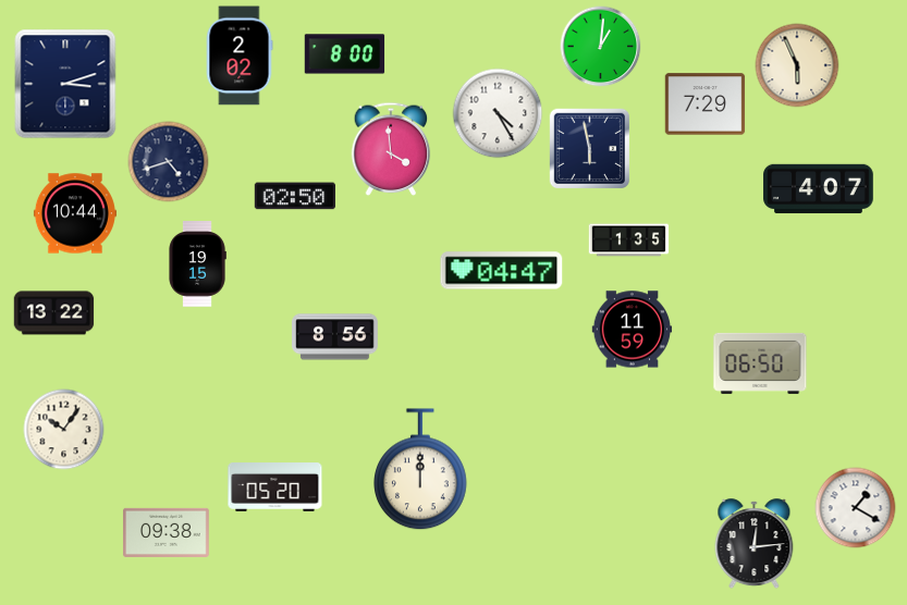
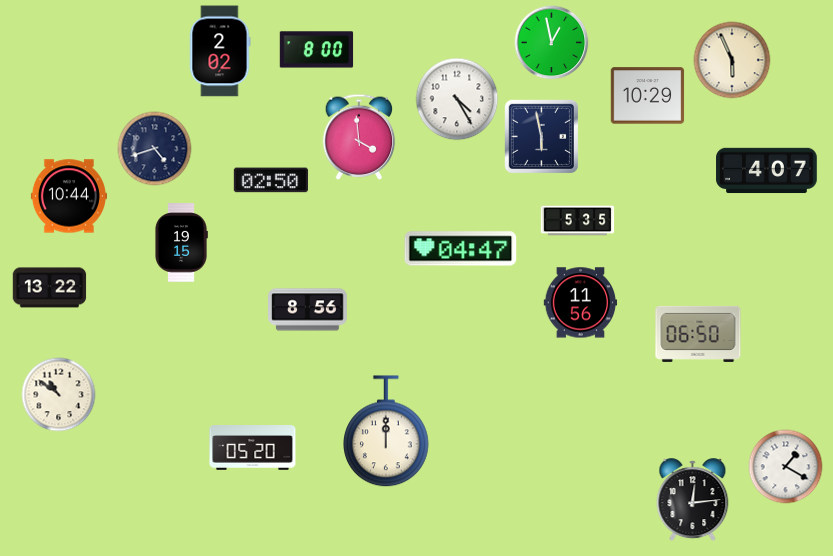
clock at (601, 47): 1:01 -> 12:58
clock at (65, 84): 3:12 -> none
clock at (706, 104): 7:29 -> 10:29
clock at (498, 113) position: (498, 113) -> (457, 99)
clock at (819, 189) position: (819, 189) -> (767, 171)
clock at (629, 240): 1:35 -> 5:35
clock at (633, 330): 11:59 -> 11:56
clock at (64, 430): 10:06 -> 10:51
clock at (167, 532): 09:38 -> none
